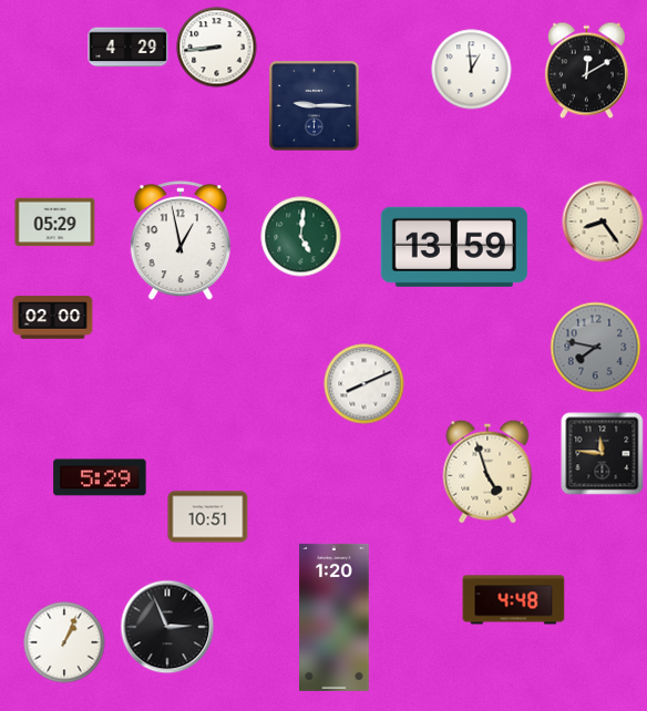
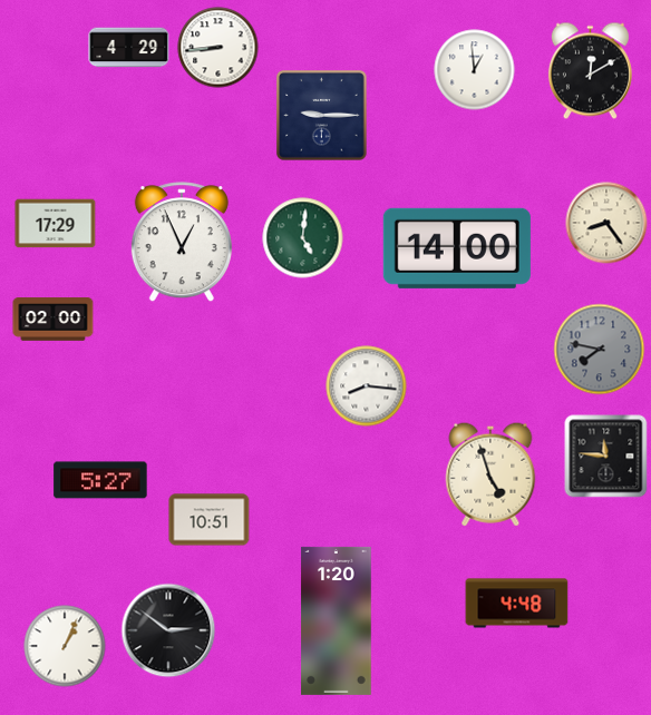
clock at (315, 106) position: (315, 106) -> (322, 116)
clock at (55, 223): 05:29 -> 17:29
clock at (181, 241): 12:58 -> 12:56
clock at (454, 247): 13:59 -> 14:00
clock at (364, 384): 8:11 -> 8:16
clock at (100, 477): 5:29 -> 5:27
clock at (167, 627): 2:56 -> 2:51
